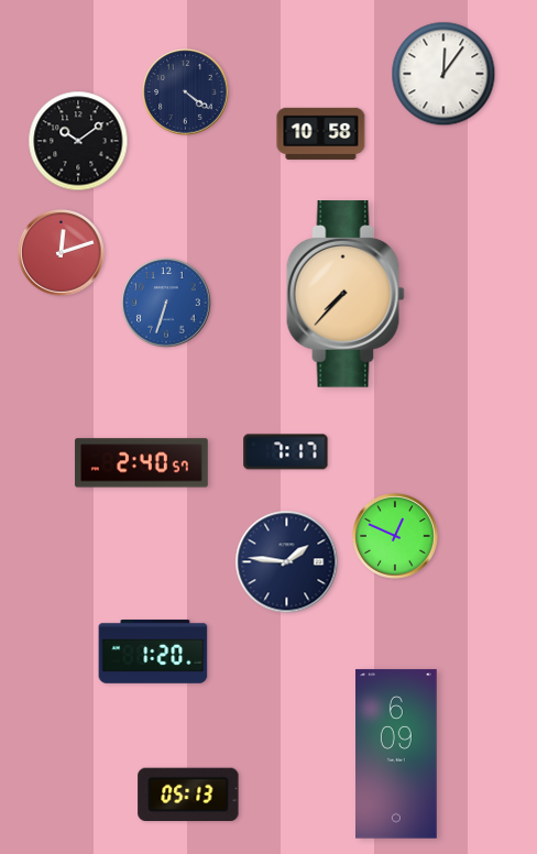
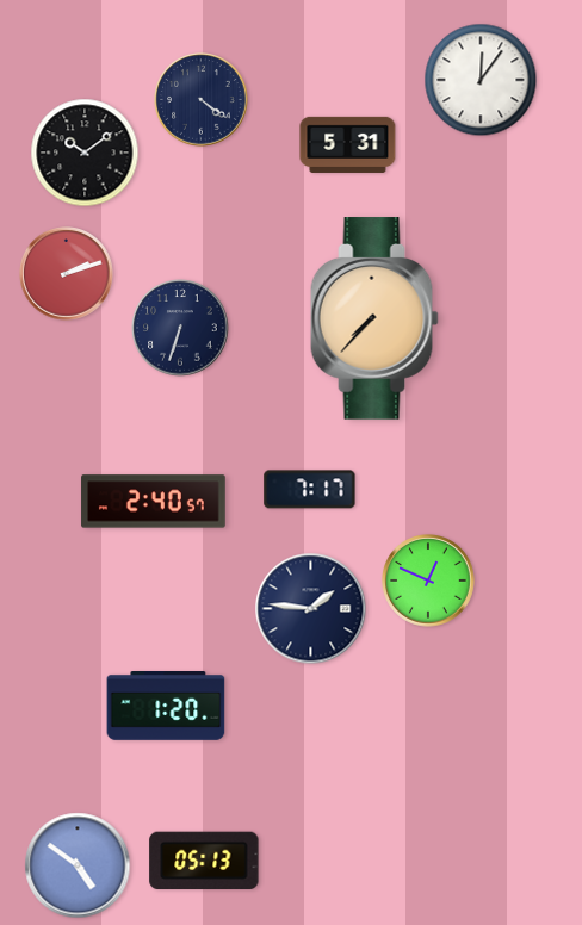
clock at (321, 133): 10:58 -> 5:31
clock at (62, 253): 12:12 -> 2:12
clock at (166, 303) dial: blue -> navy
clock at (397, 754): 6:09 -> none
clock at (78, 865): none -> 4:51
